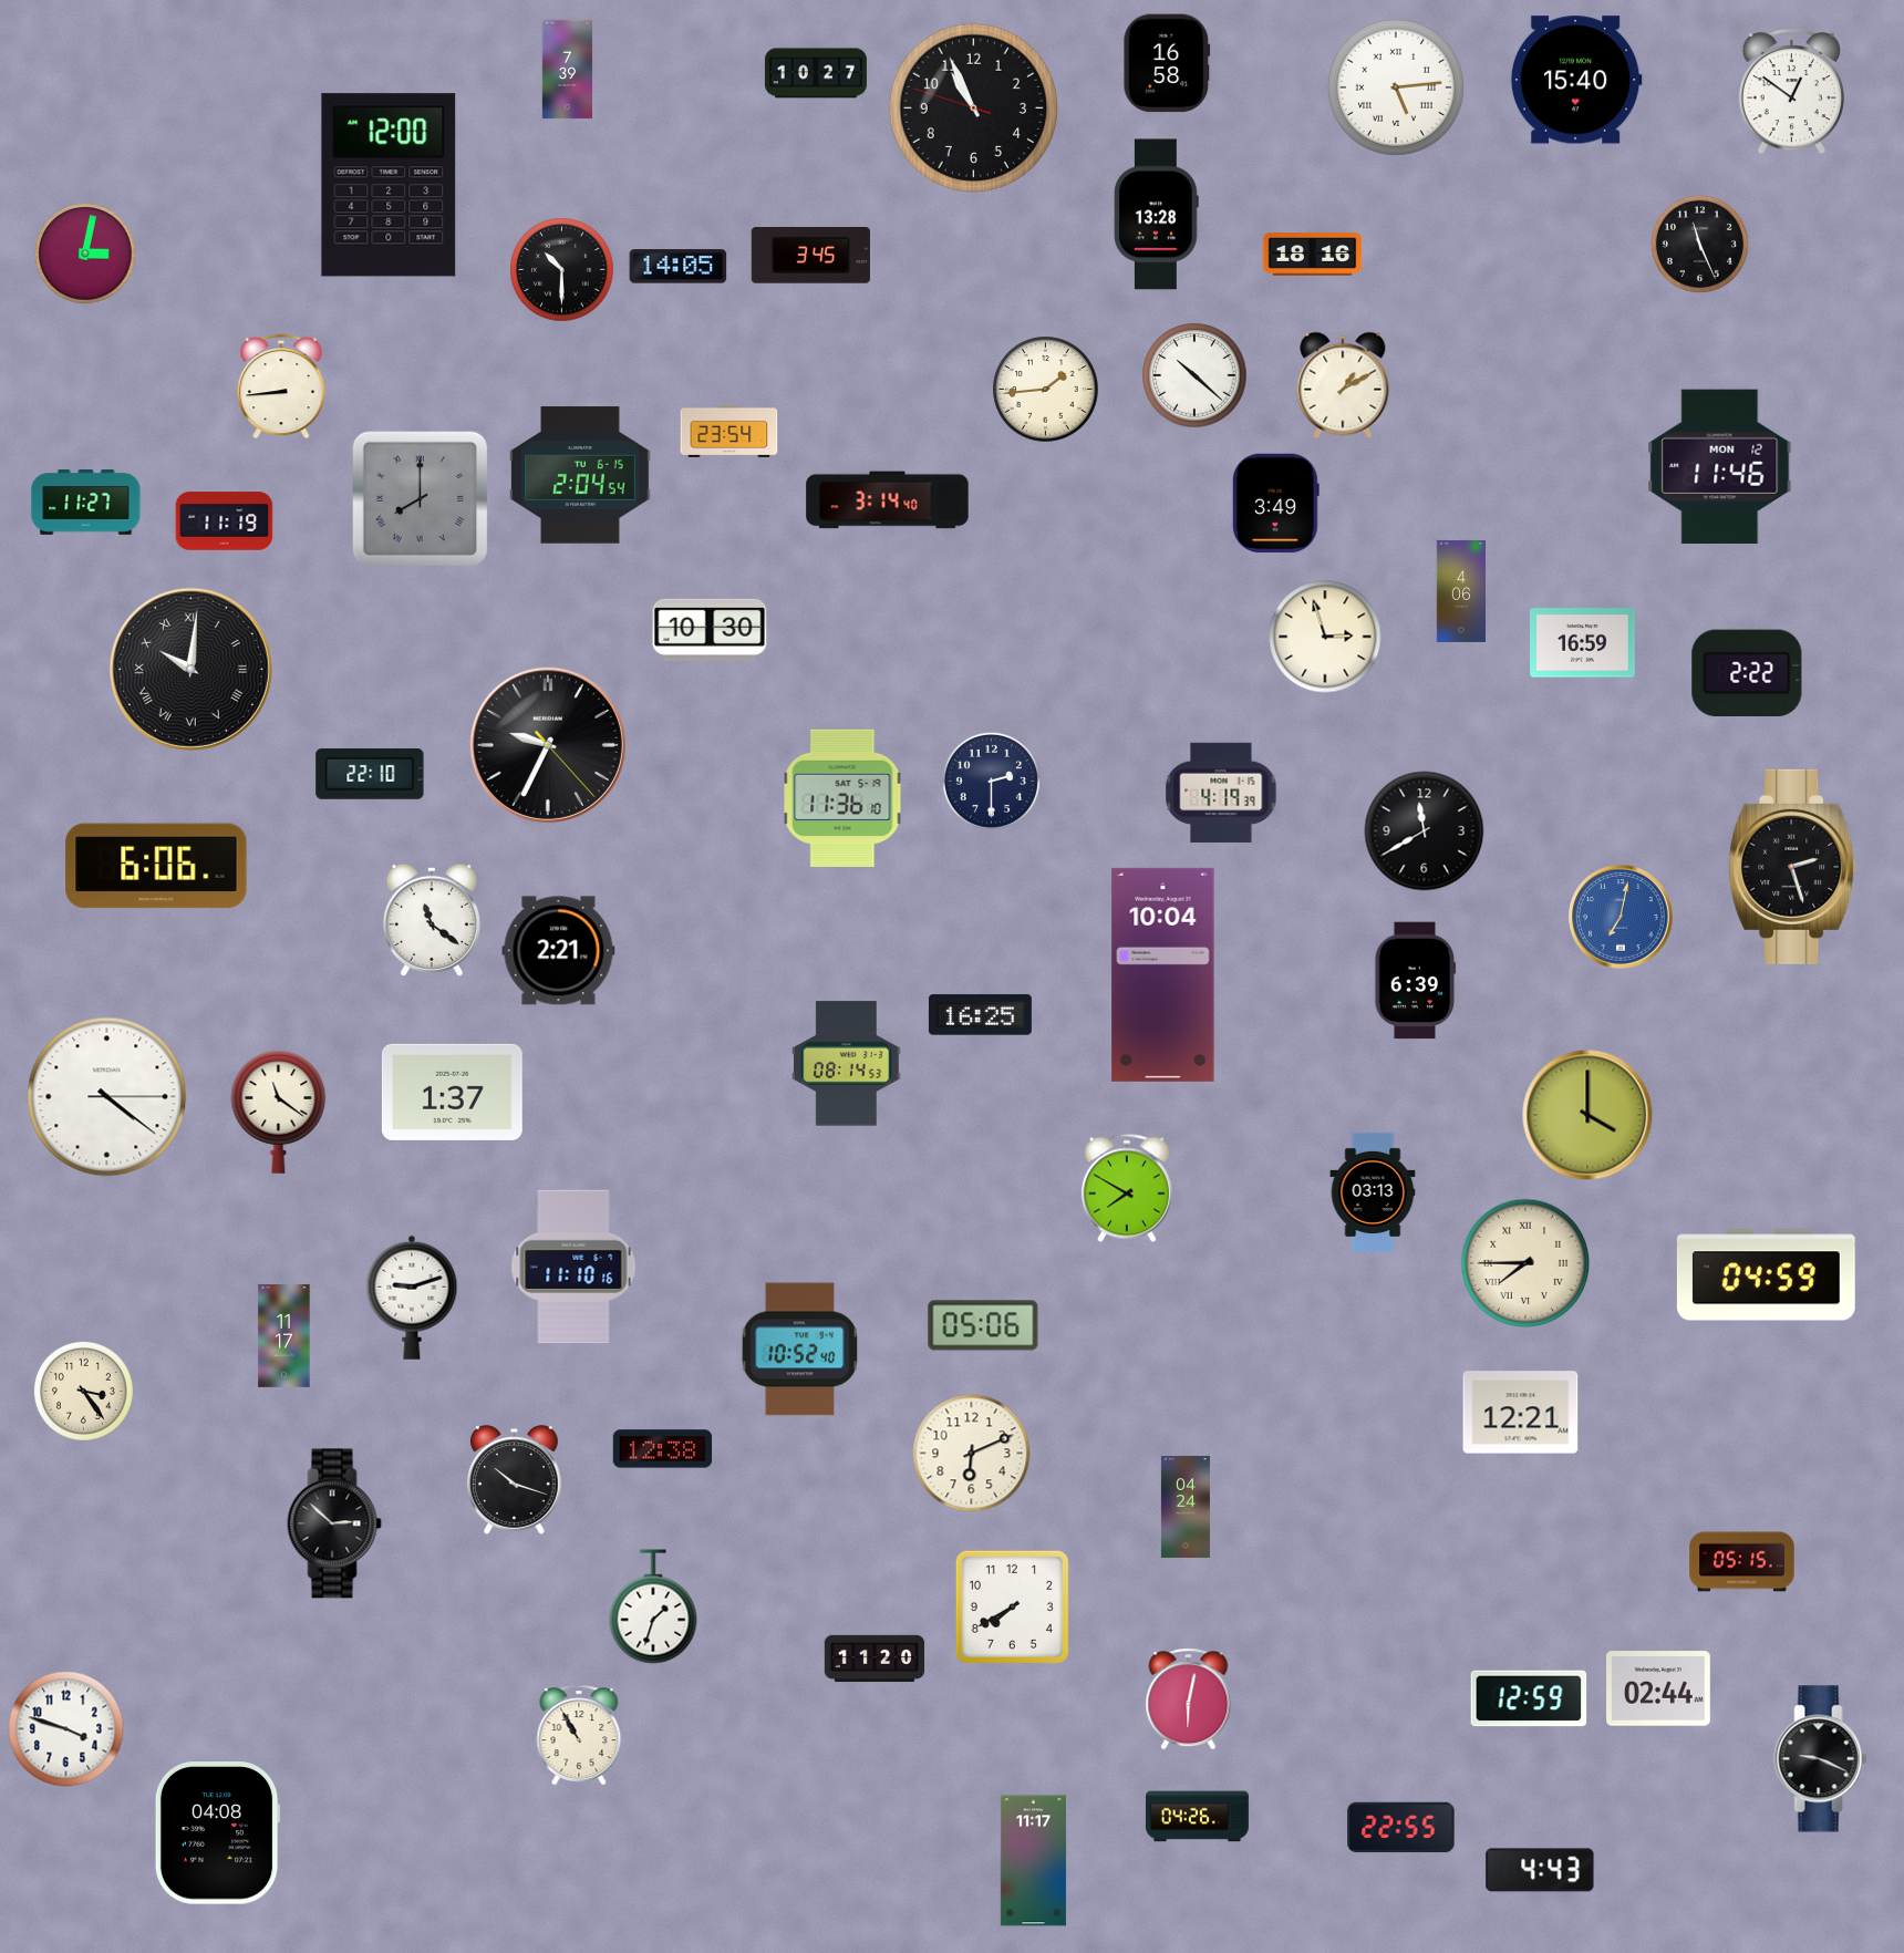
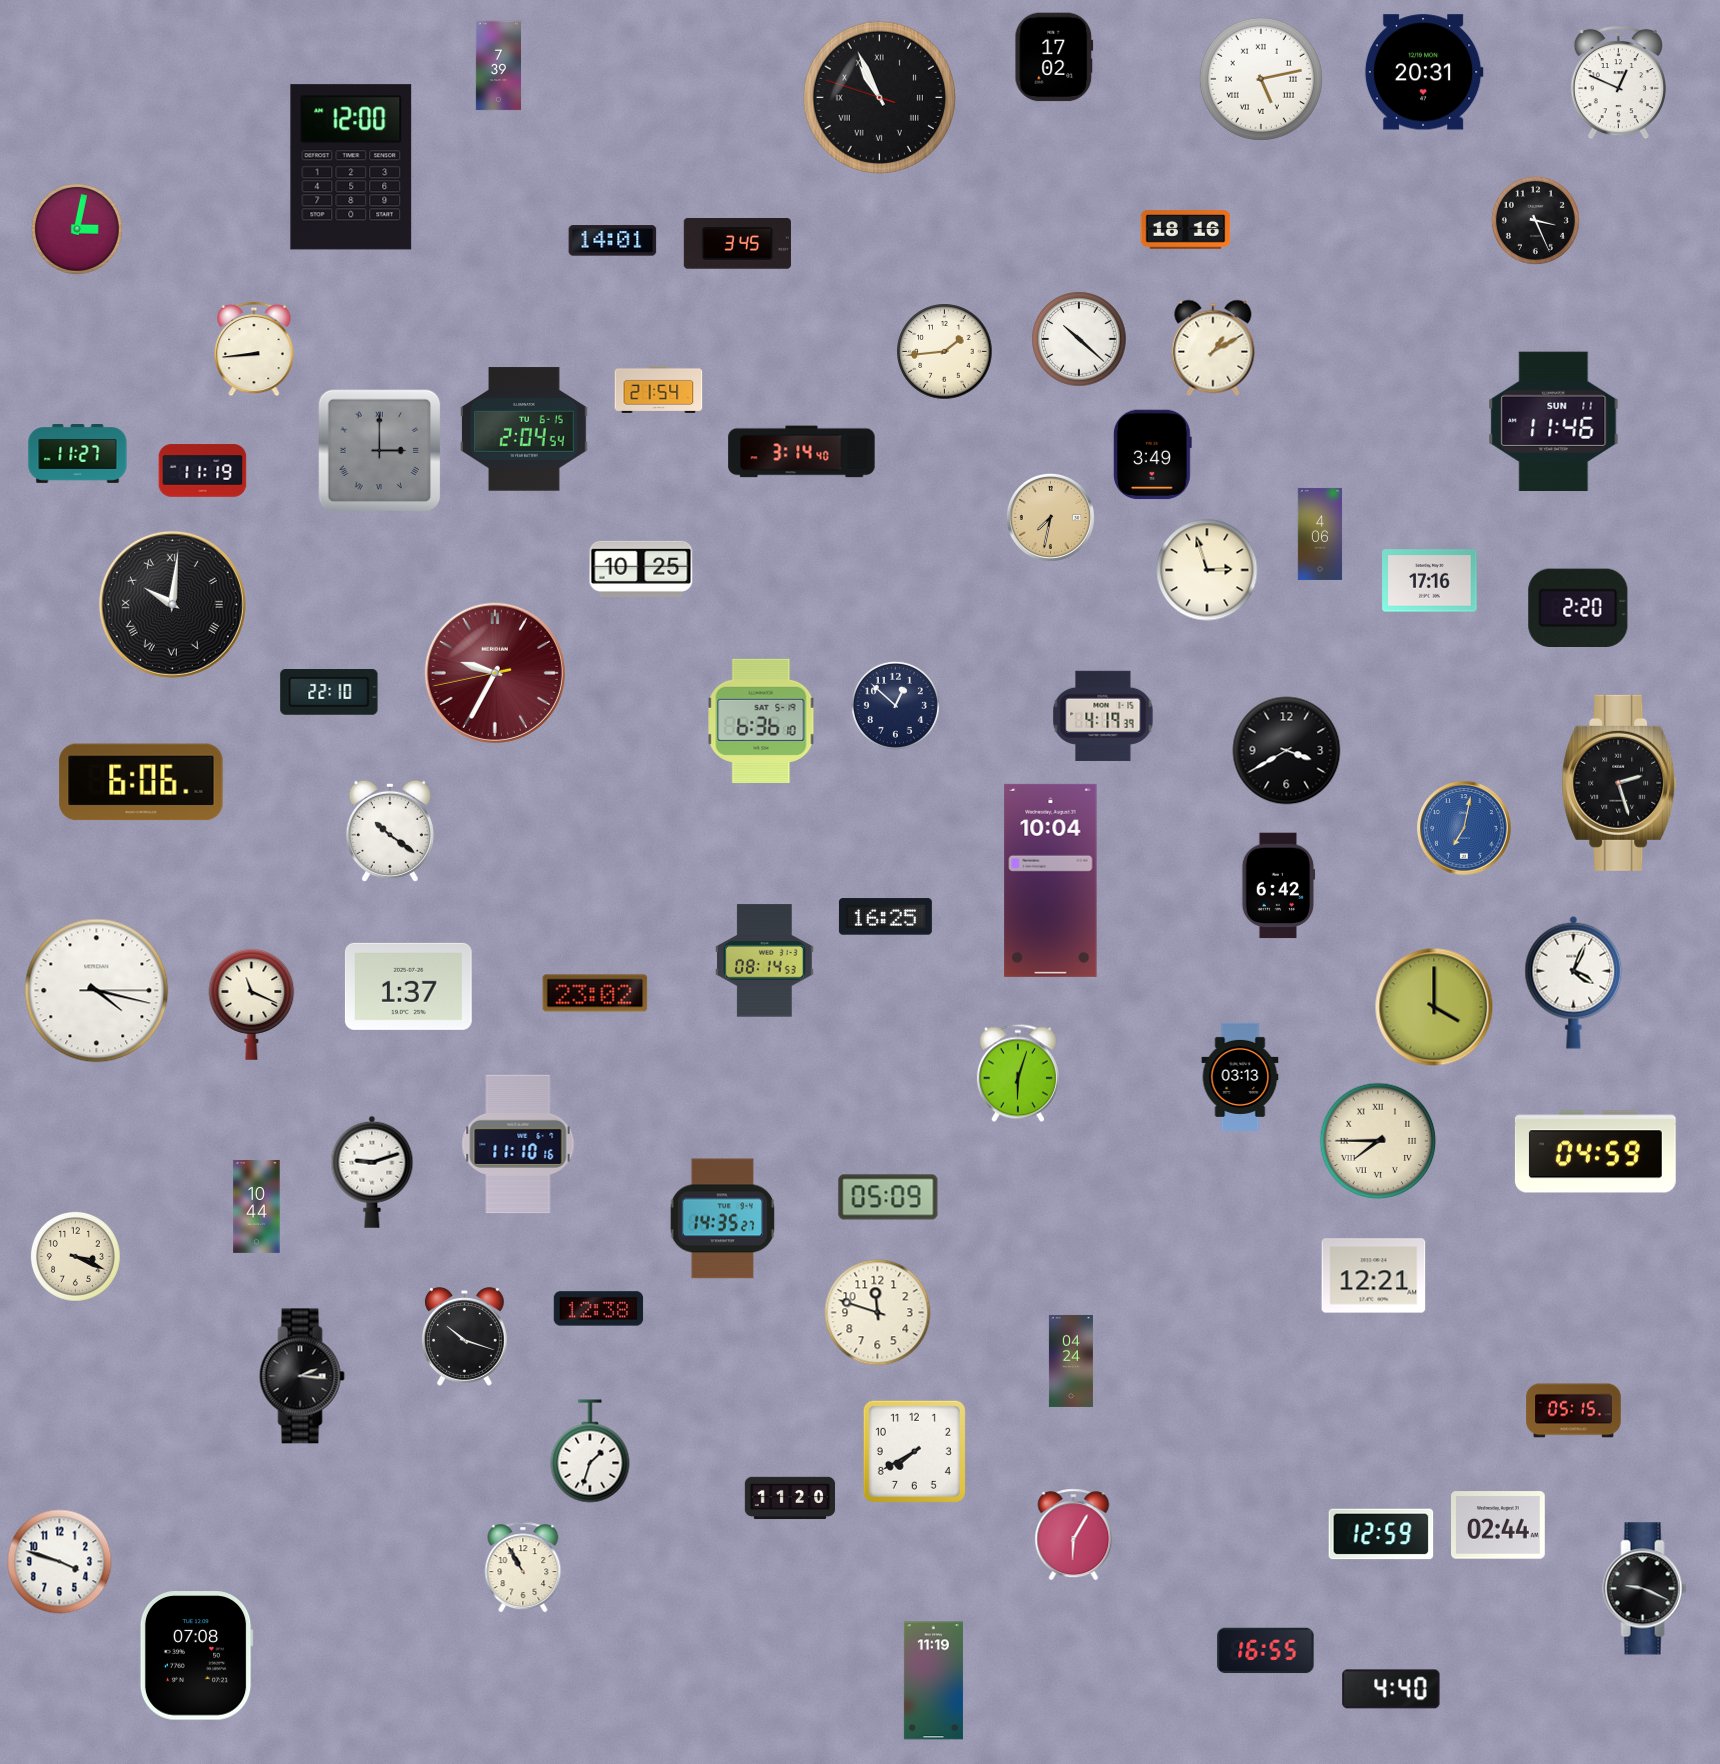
clock at (1167, 63): 16:58 -> 17:02
clock at (568, 70) position: (568, 70) -> (499, 66)
clock at (816, 73): 10:27 -> none
clock at (1576, 80): 15:40 -> 20:31
clock at (1396, 87): 5:14 -> 5:13
clock at (1791, 92): 12:51 -> 12:49
clock at (973, 107) numerals: Arabic -> Roman
clock at (1157, 215): 13:28 -> none
clock at (1699, 244): 11:26 -> 3:26
clock at (810, 256) position: (810, 256) -> (737, 244)
clock at (679, 267): 14:05 -> 14:01
clock at (562, 270): 10:30 -> none
clock at (729, 431): 23:54 -> 21:54
clock at (1720, 466) date: MON 12 -> SUN 11
clock at (421, 499): 8:00 -> 3:00
clock at (1050, 517): none -> 7:32
clock at (710, 630): 10:30 -> 10:25
clock at (1325, 637) position: (1325, 637) -> (1207, 570)
clock at (1583, 643): 16:59 -> 17:16
clock at (1747, 673): 2:22 -> 2:20
clock at (548, 745): 9:34:23 -> 9:34:43
clock at (548, 745) dial: black -> burgundy
clock at (370, 775) position: (370, 775) -> (329, 693)
clock at (991, 781): 2:30 -> 12:52
clock at (842, 798): 11:36 -> 6:36
clock at (1425, 831): 11:40 -> 3:40
clock at (432, 920): 11:21 -> 10:21
clock at (559, 951): 2:21 -> none
clock at (1416, 981): 6:39 -> 6:42
clock at (1574, 982): none -> 4:04
clock at (107, 1097): 4:21 -> 4:17
clock at (595, 993): none -> 23:02
clock at (279, 1112): 11:21 -> 11:19
clock at (1127, 1188): 7:50 -> 6:03
clock at (983, 1325): 05:06 -> 05:09
clock at (284, 1335): 11:17 -> 10:44
clock at (799, 1350): 10:52 -> 14:35
clock at (83, 1391): 3:24 -> 3:19
clock at (972, 1454): 6:11 -> 11:48
clock at (334, 1523): 2:52 -> 2:16
clock at (1189, 1699): 6:02 -> 6:05
clock at (1197, 1817): 04:26 -> none
clock at (1401, 1828): 22:55 -> 16:55
clock at (217, 1833): 04:08 -> 07:08
clock at (1033, 1861): 11:17 -> 11:19
clock at (1540, 1870): 4:43 -> 4:40
